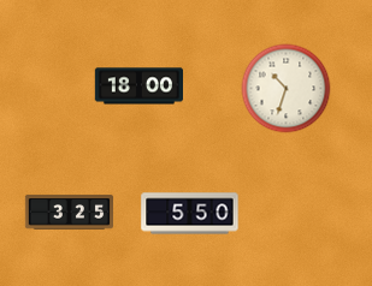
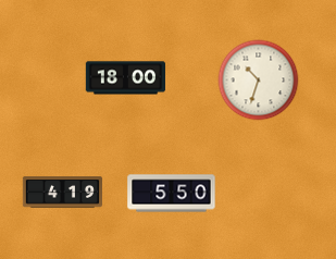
clock at (69, 213): 3:25 -> 4:19
